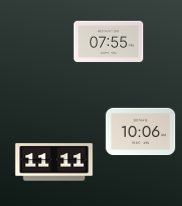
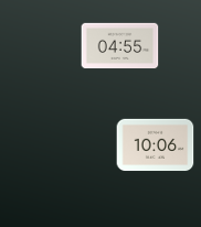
clock at (109, 42): 07:55 -> 04:55
clock at (54, 162): 11:11 -> none
